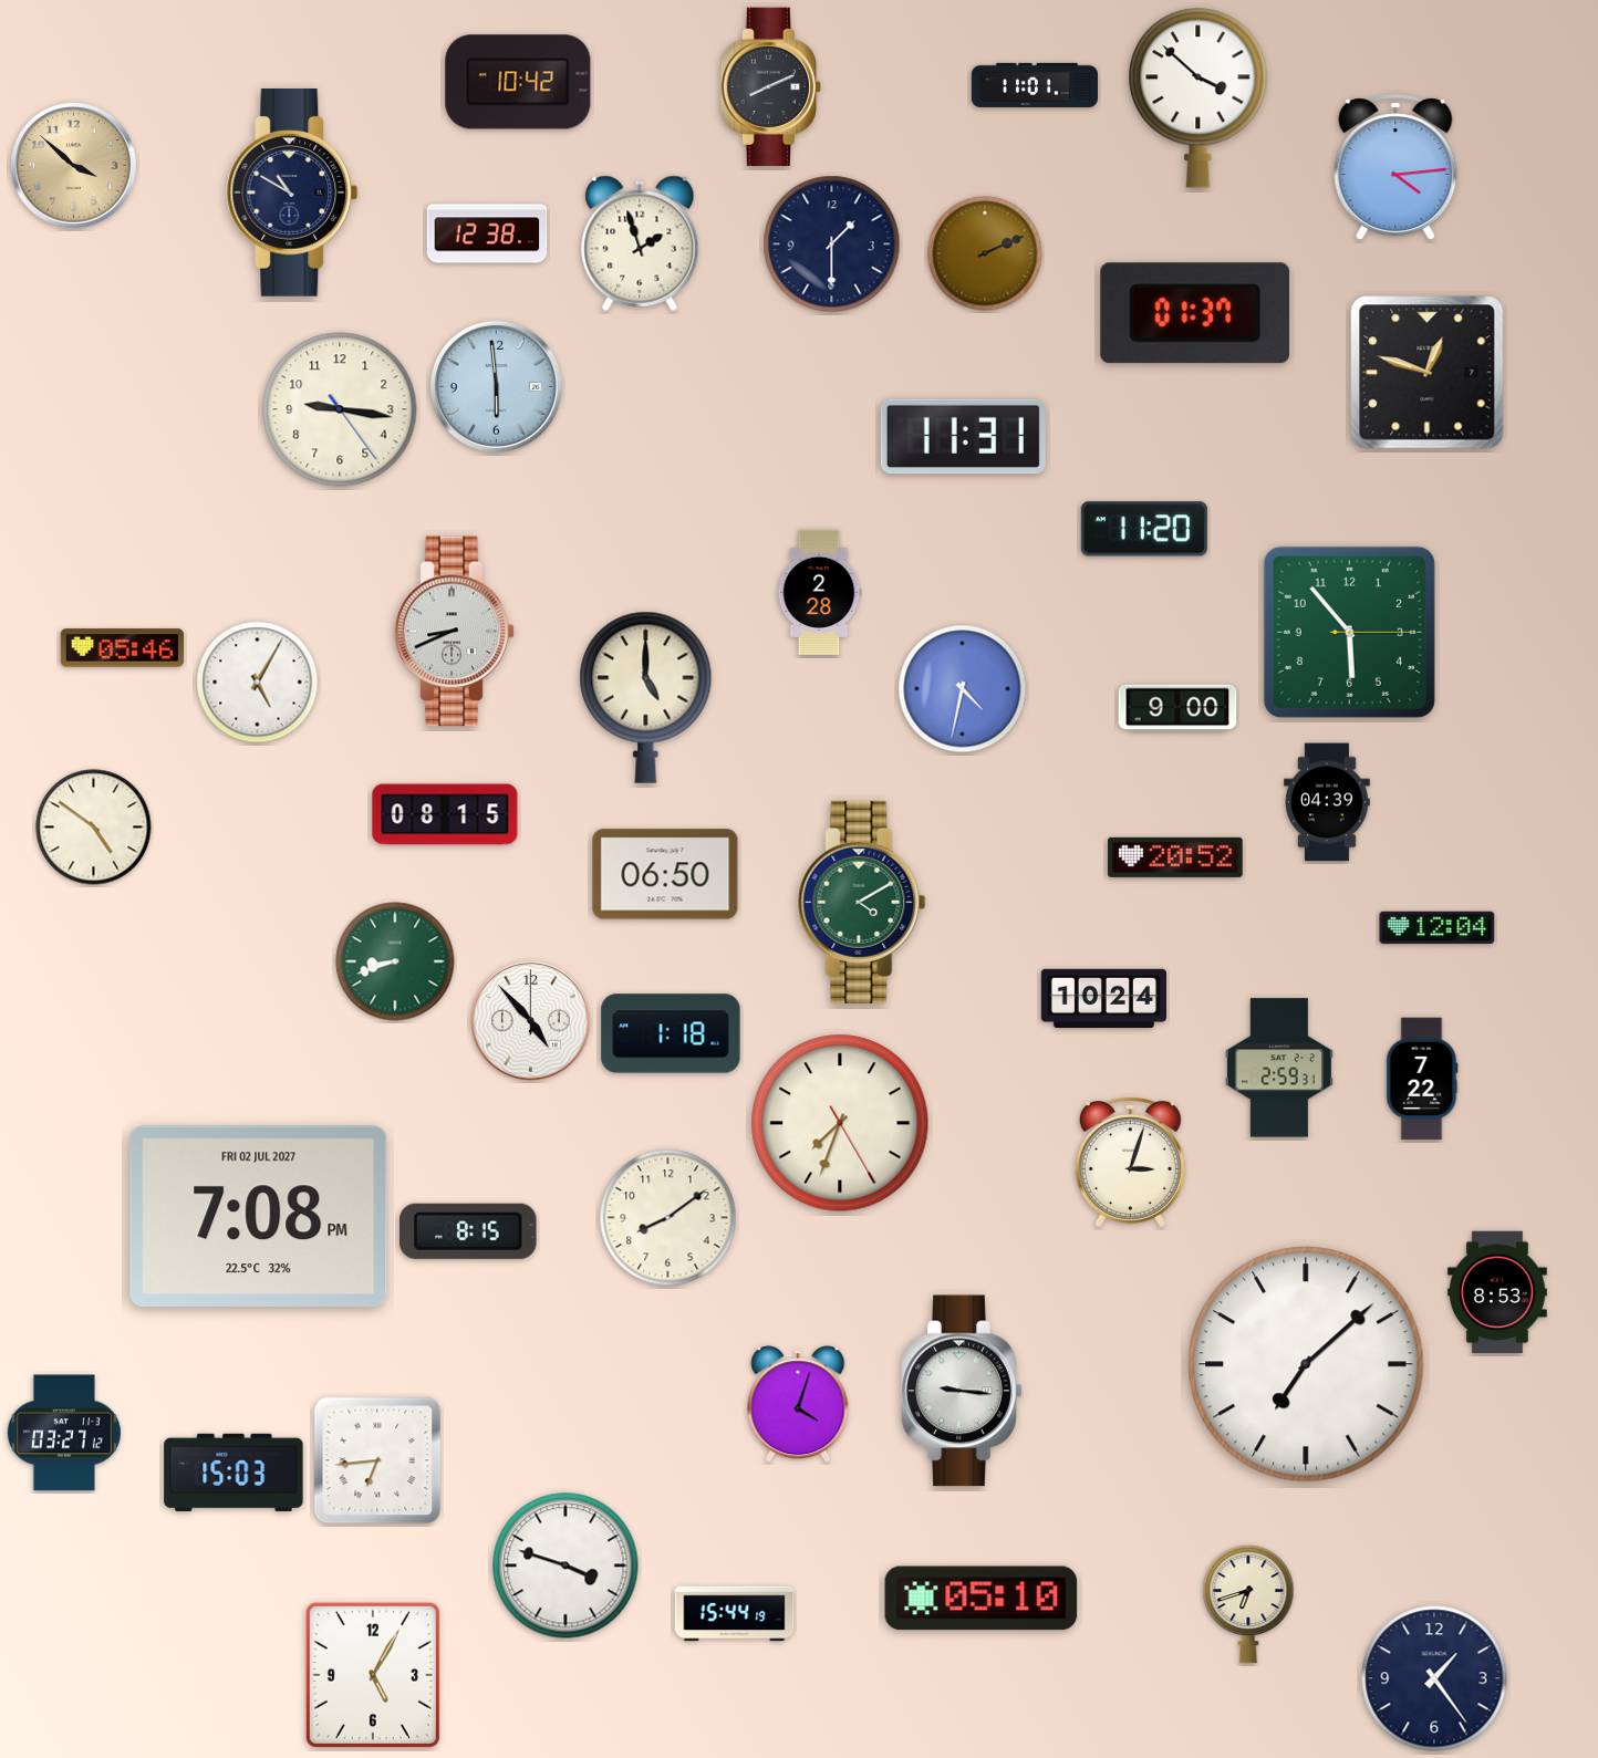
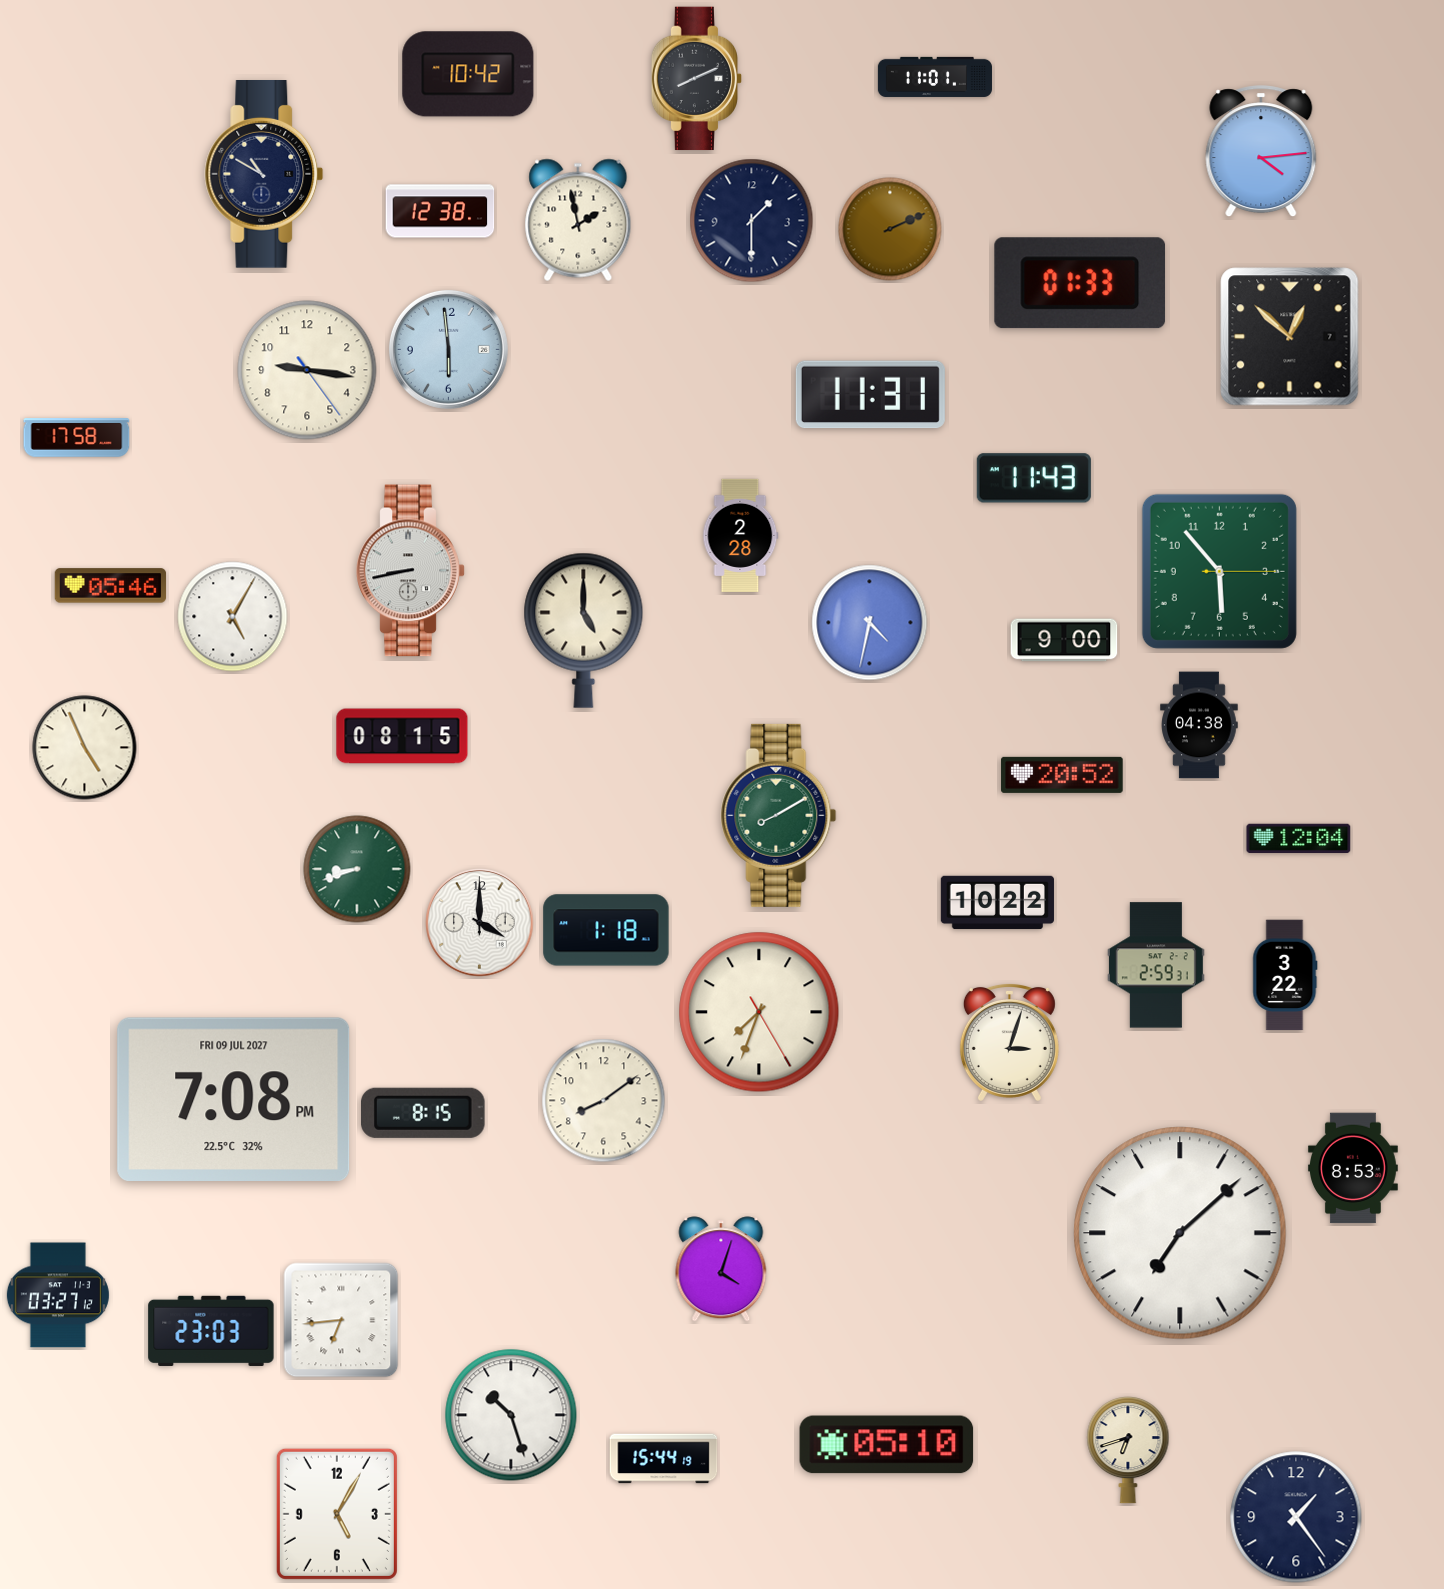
clock at (1198, 98): 3:52 -> none
clock at (74, 166): 3:52 -> none
clock at (640, 243): 1:57 -> 1:58
clock at (1195, 313): 01:37 -> 01:33
clock at (1428, 373): 12:48 -> 12:52
clock at (77, 438): none -> 17:58
clock at (1144, 529): 11:20 -> 11:43
clock at (455, 632): 8:41 -> 8:43
clock at (1327, 802): 04:39 -> 04:38
clock at (94, 828): 4:51 -> 4:56
clock at (665, 874): 06:50 -> none
clock at (862, 902): 4:10 -> 8:10
clock at (1103, 999): 10:24 -> 10:22
clock at (531, 1021): 4:53 -> 4:00
clock at (671, 1033) position: (671, 1033) -> (606, 930)
clock at (1422, 1079): 7:22 -> 3:22
clock at (840, 1123) position: (840, 1123) -> (759, 1012)
clock at (1130, 1162) position: (1130, 1162) -> (1009, 1042)
clock at (259, 1216) date: FRI 02 JUL 2027 -> FRI 09 JUL 2027
clock at (962, 1391): 9:16 -> none
clock at (234, 1473): 15:03 -> 23:03
clock at (565, 1565): 3:48 -> 10:27
